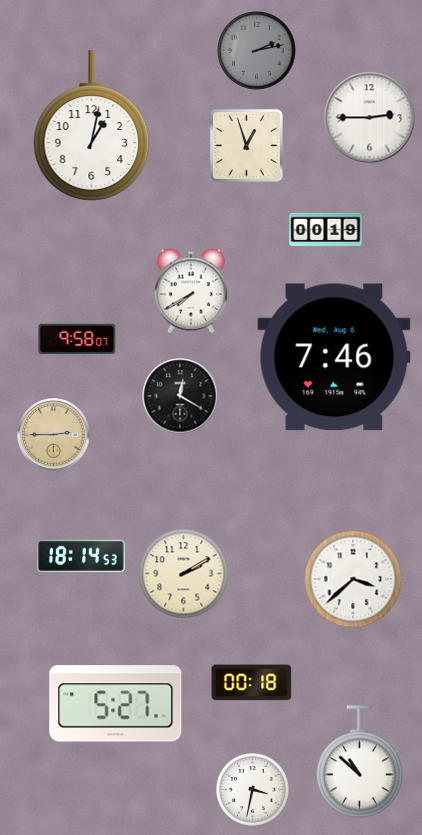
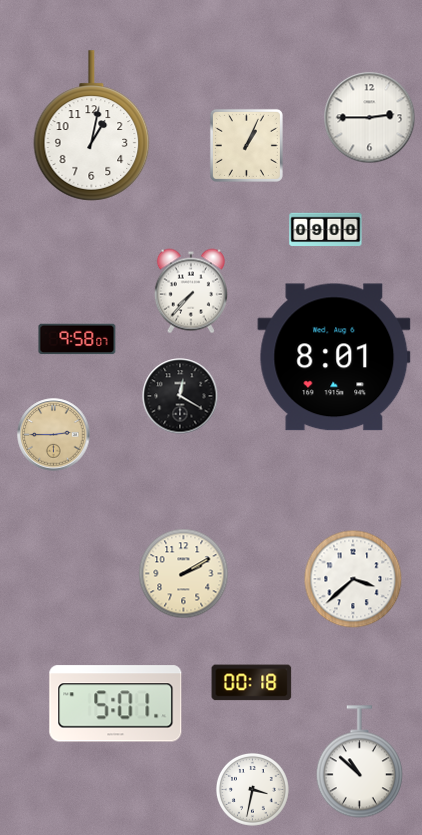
clock at (257, 51): 2:13 -> none
clock at (246, 145): 12:57 -> 1:04
clock at (326, 230): 00:19 -> 09:00
clock at (191, 291): 7:40 -> 7:37
clock at (334, 357): 7:46 -> 8:01
clock at (81, 556): 18:14 -> none
clock at (116, 704): 5:27 -> 5:01
